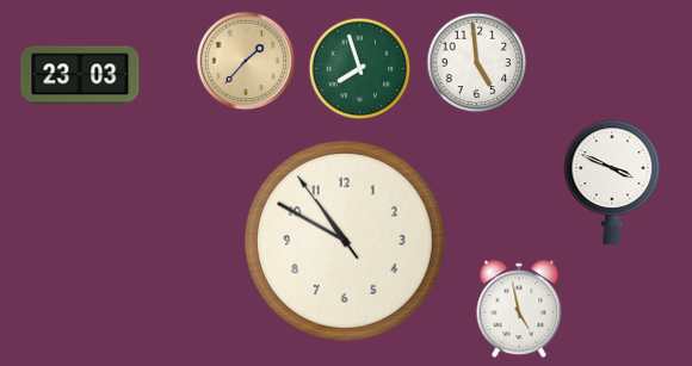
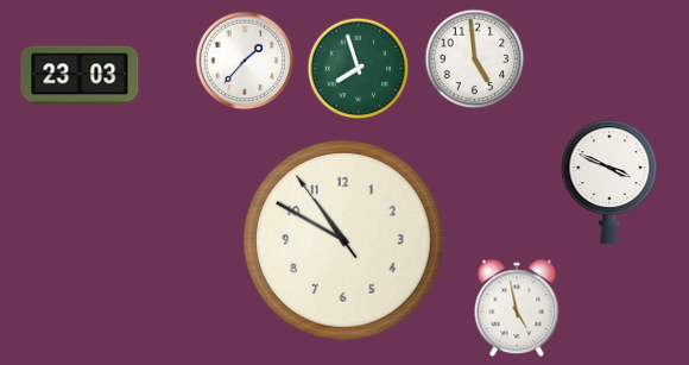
clock at (246, 61) dial: champagne -> white
clock at (477, 63) position: (477, 63) -> (475, 59)
